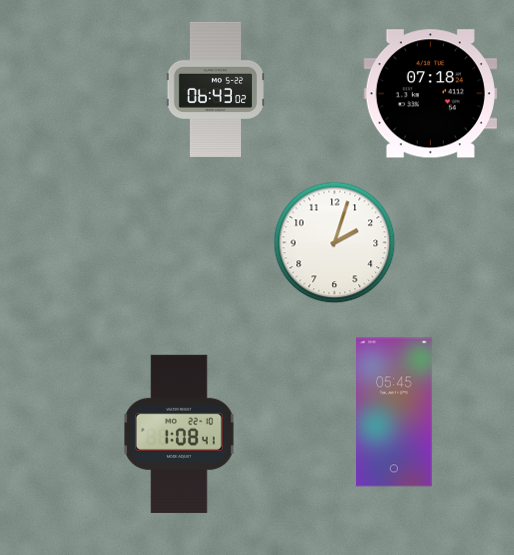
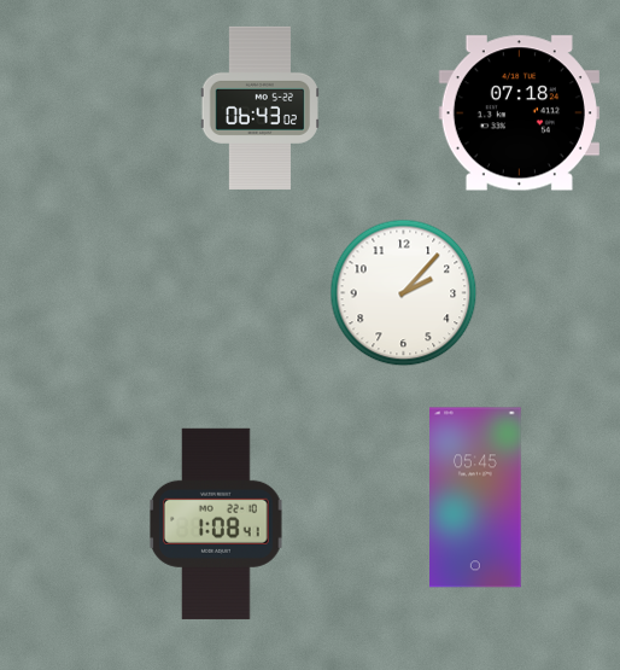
clock at (335, 243): 2:03 -> 2:07
